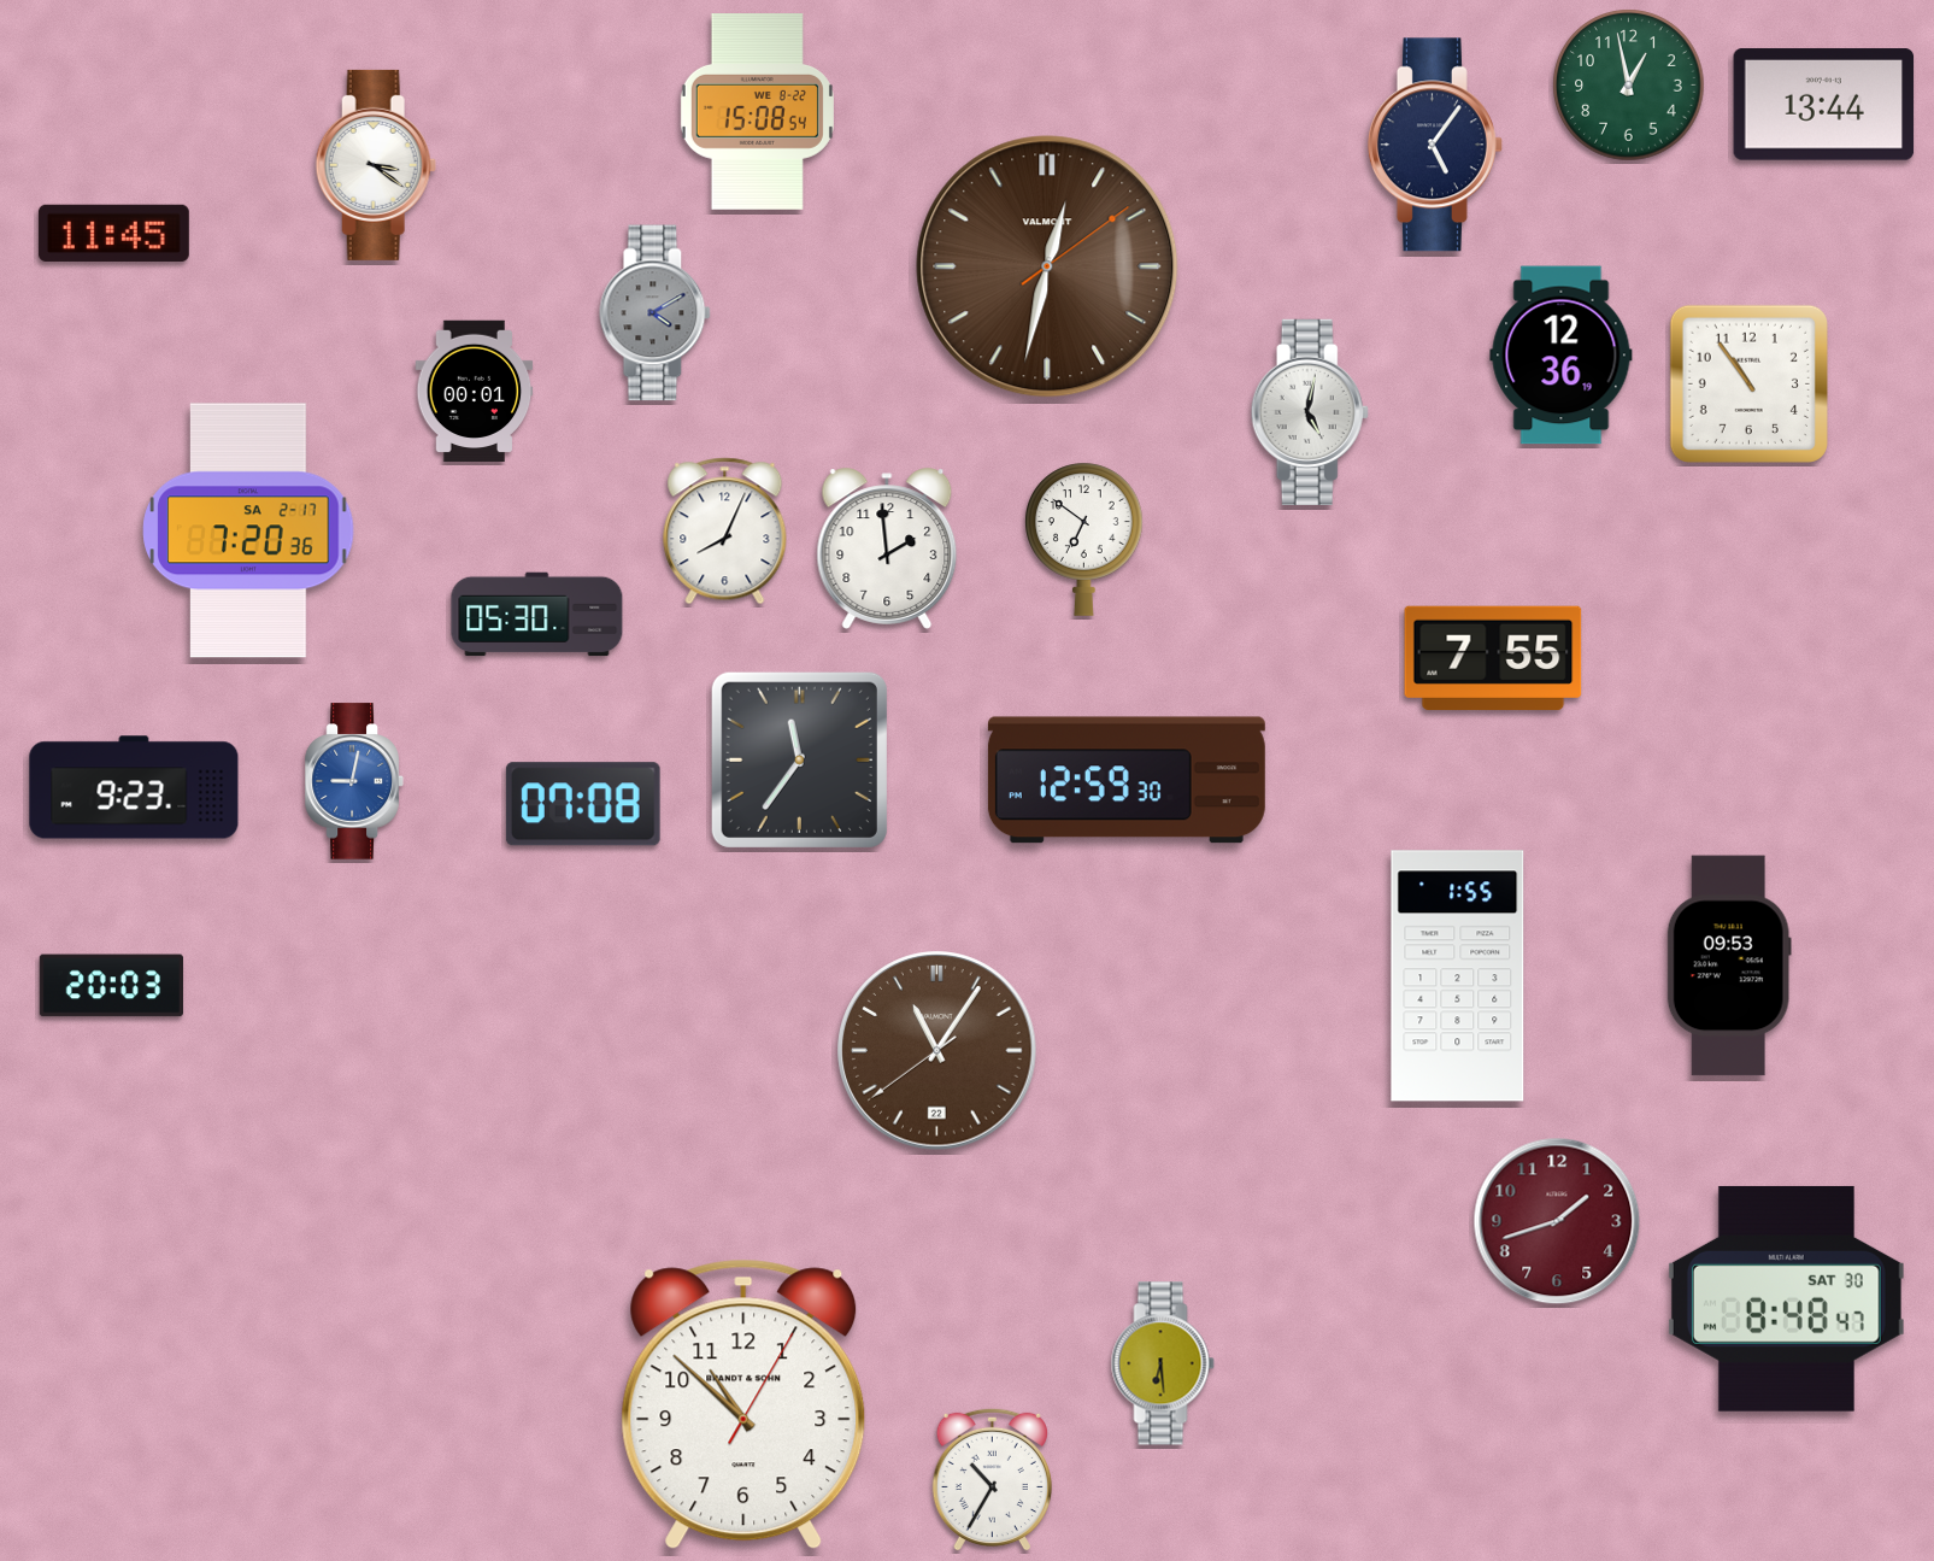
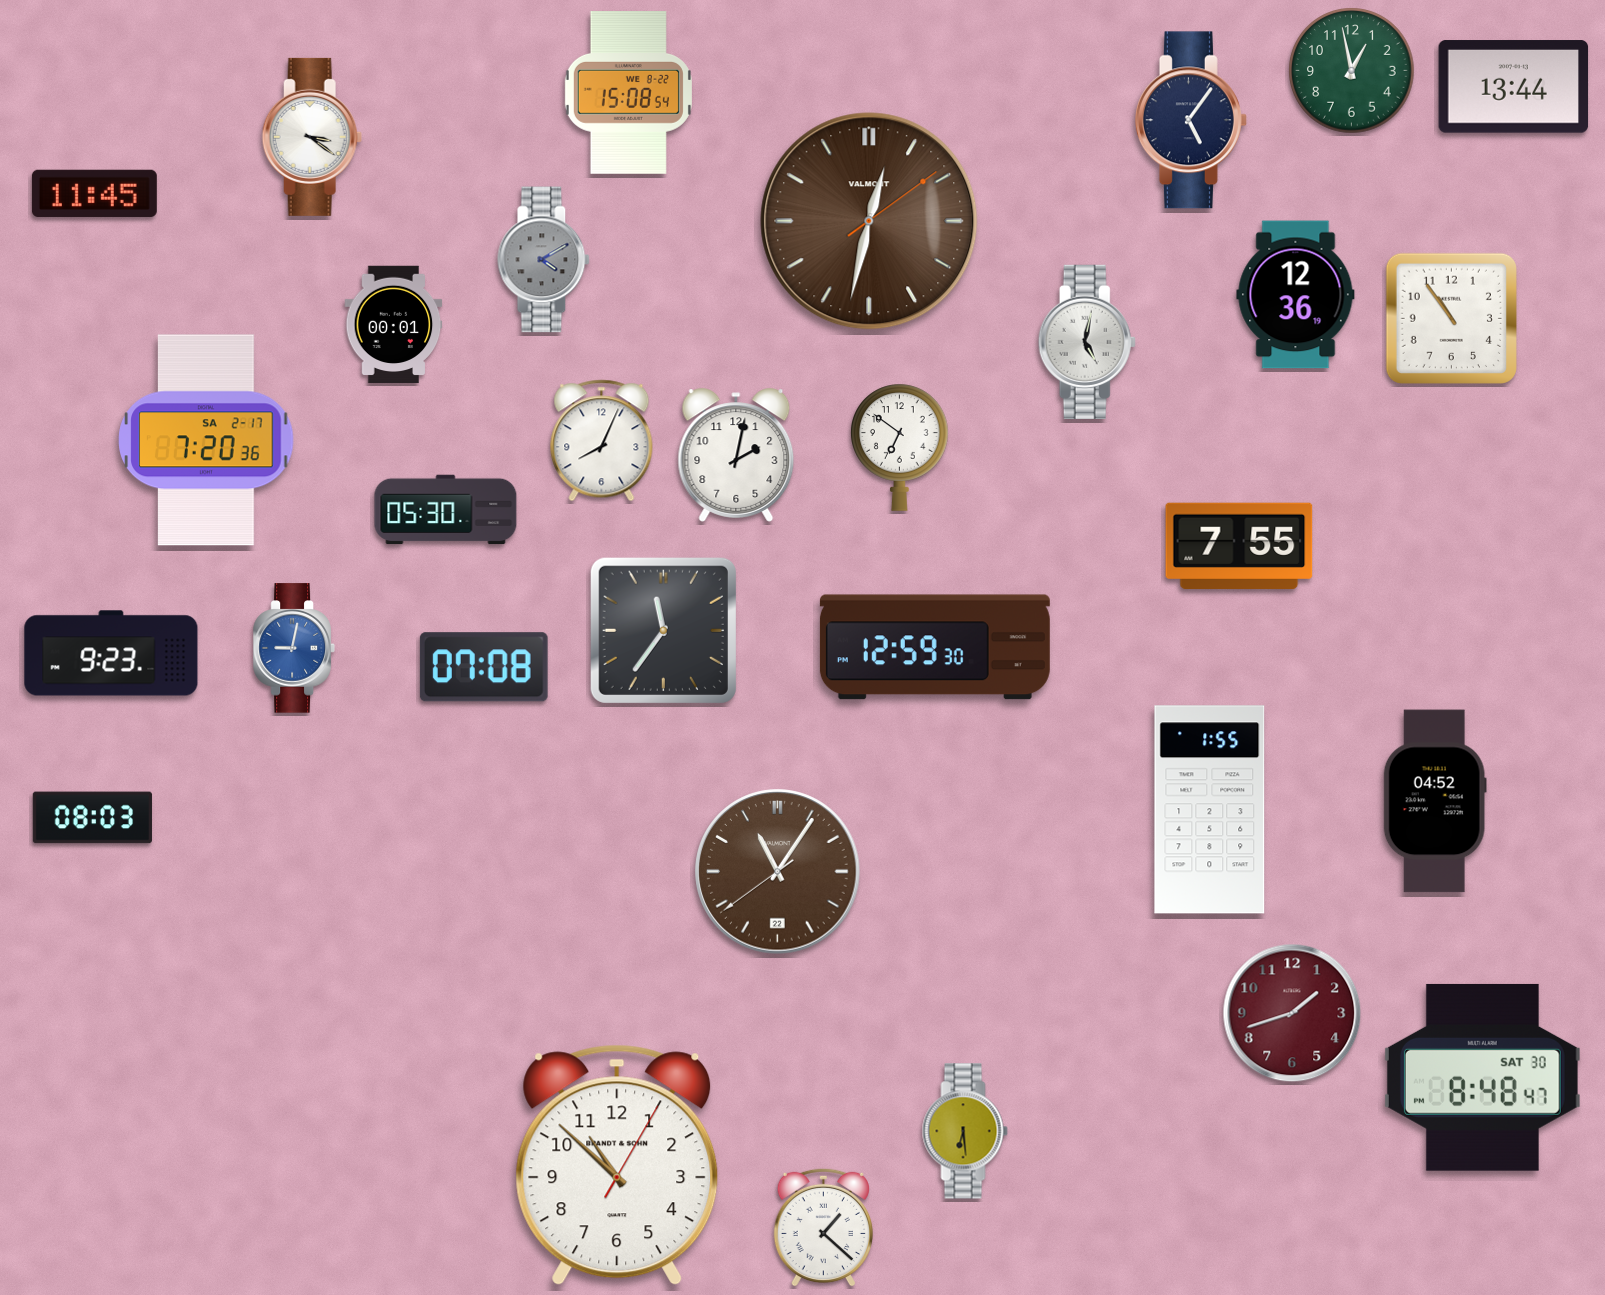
clock at (887, 548): 1:59 -> 2:02
clock at (1729, 966): 09:53 -> 04:52
clock at (111, 986): 20:03 -> 08:03
clock at (992, 1479): 10:35 -> 1:22
